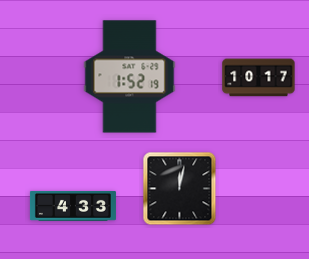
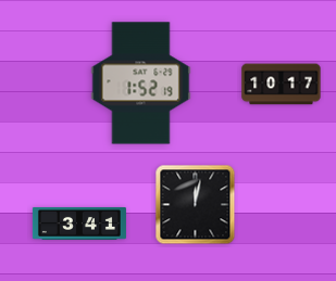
clock at (73, 206): 4:33 -> 3:41
